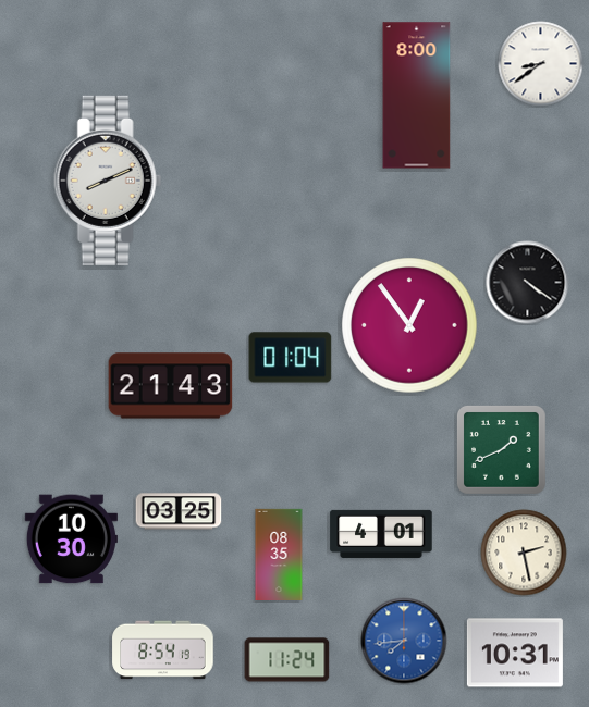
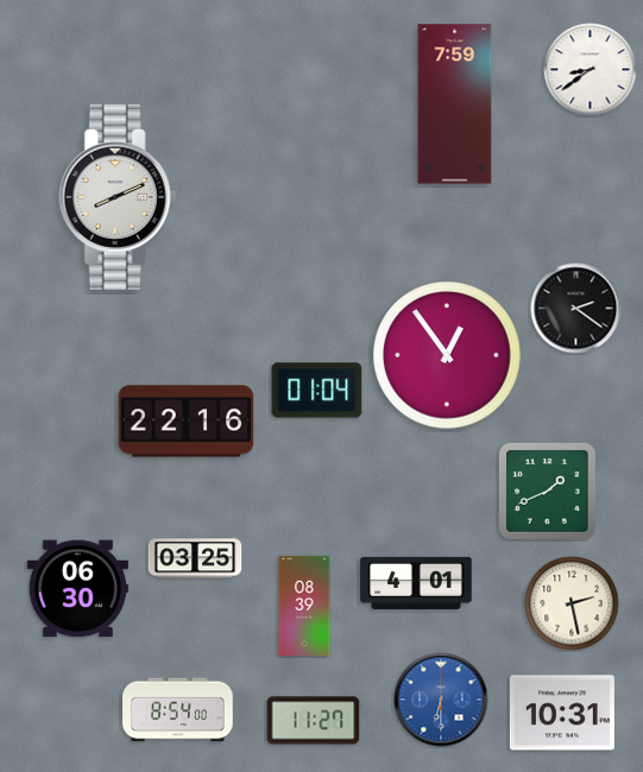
clock at (417, 96): 8:00 -> 7:59
clock at (528, 283): 4:21 -> 2:21
clock at (171, 386): 21:43 -> 22:16
clock at (71, 539): 10:30 -> 06:30
clock at (279, 555): 08:35 -> 08:39
clock at (404, 641): 7:44 -> 6:30
clock at (163, 650): 8:54:19 -> 8:54:00
clock at (287, 660): 11:24 -> 11:27
